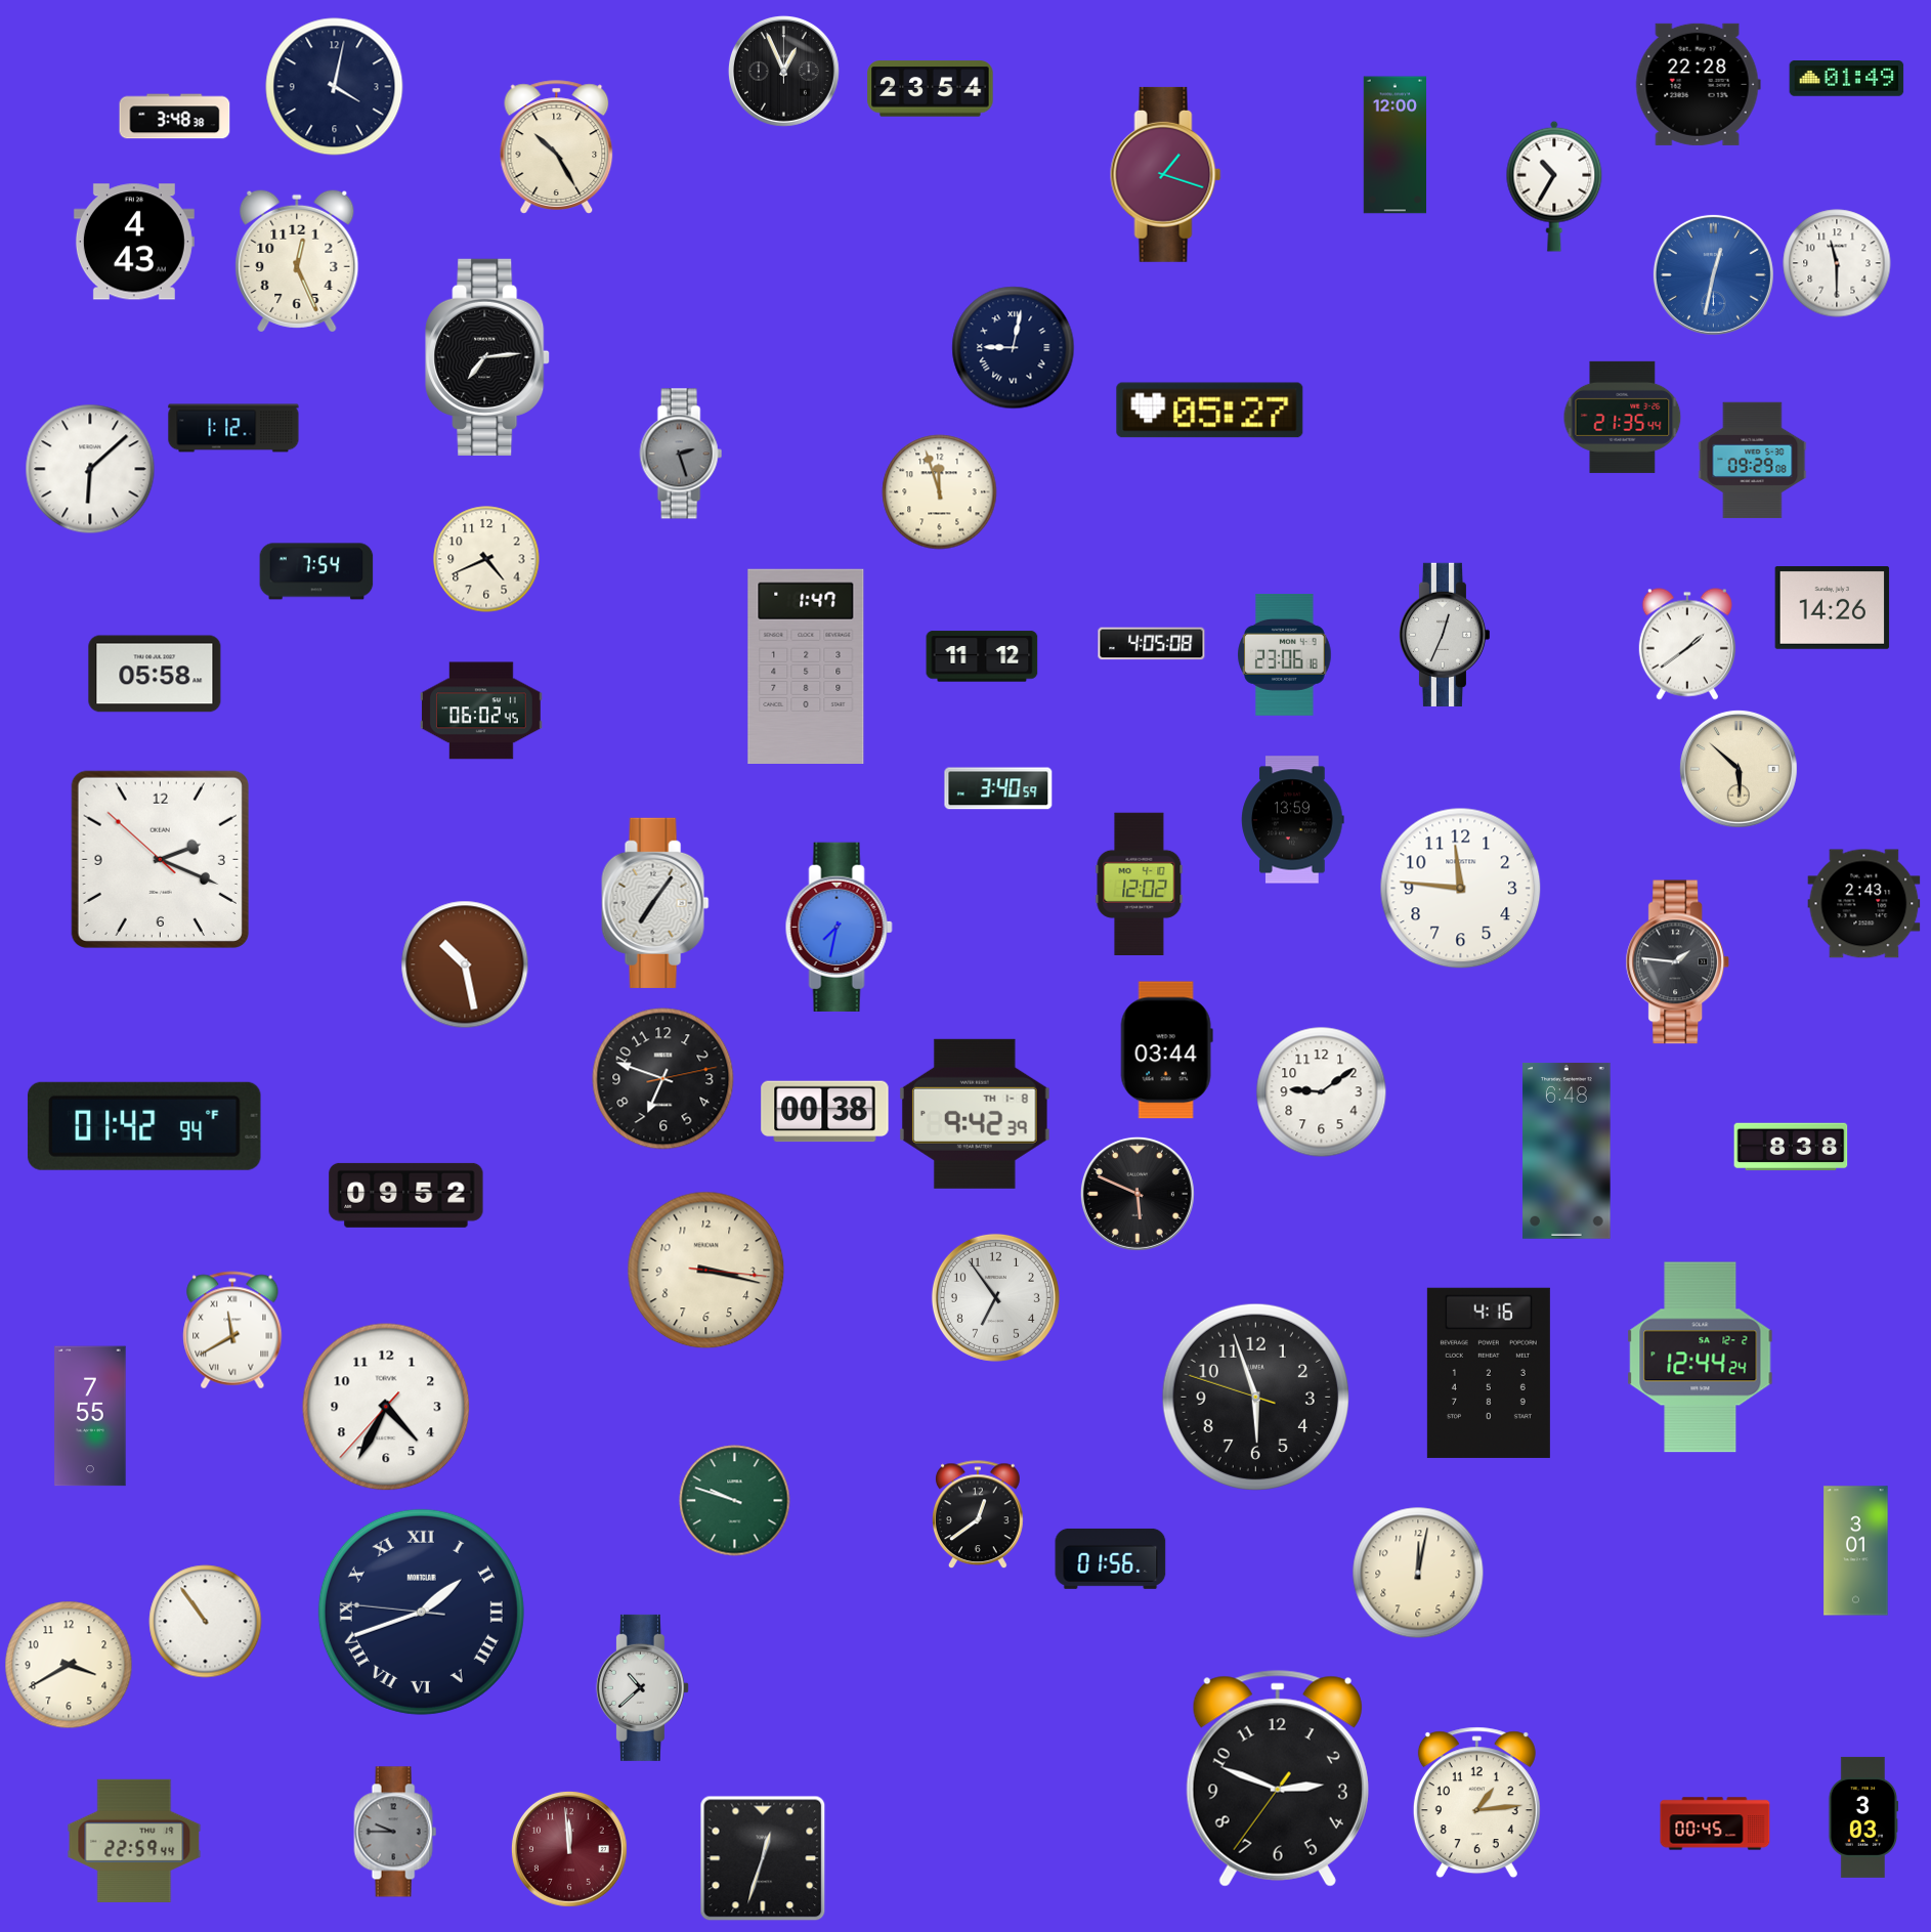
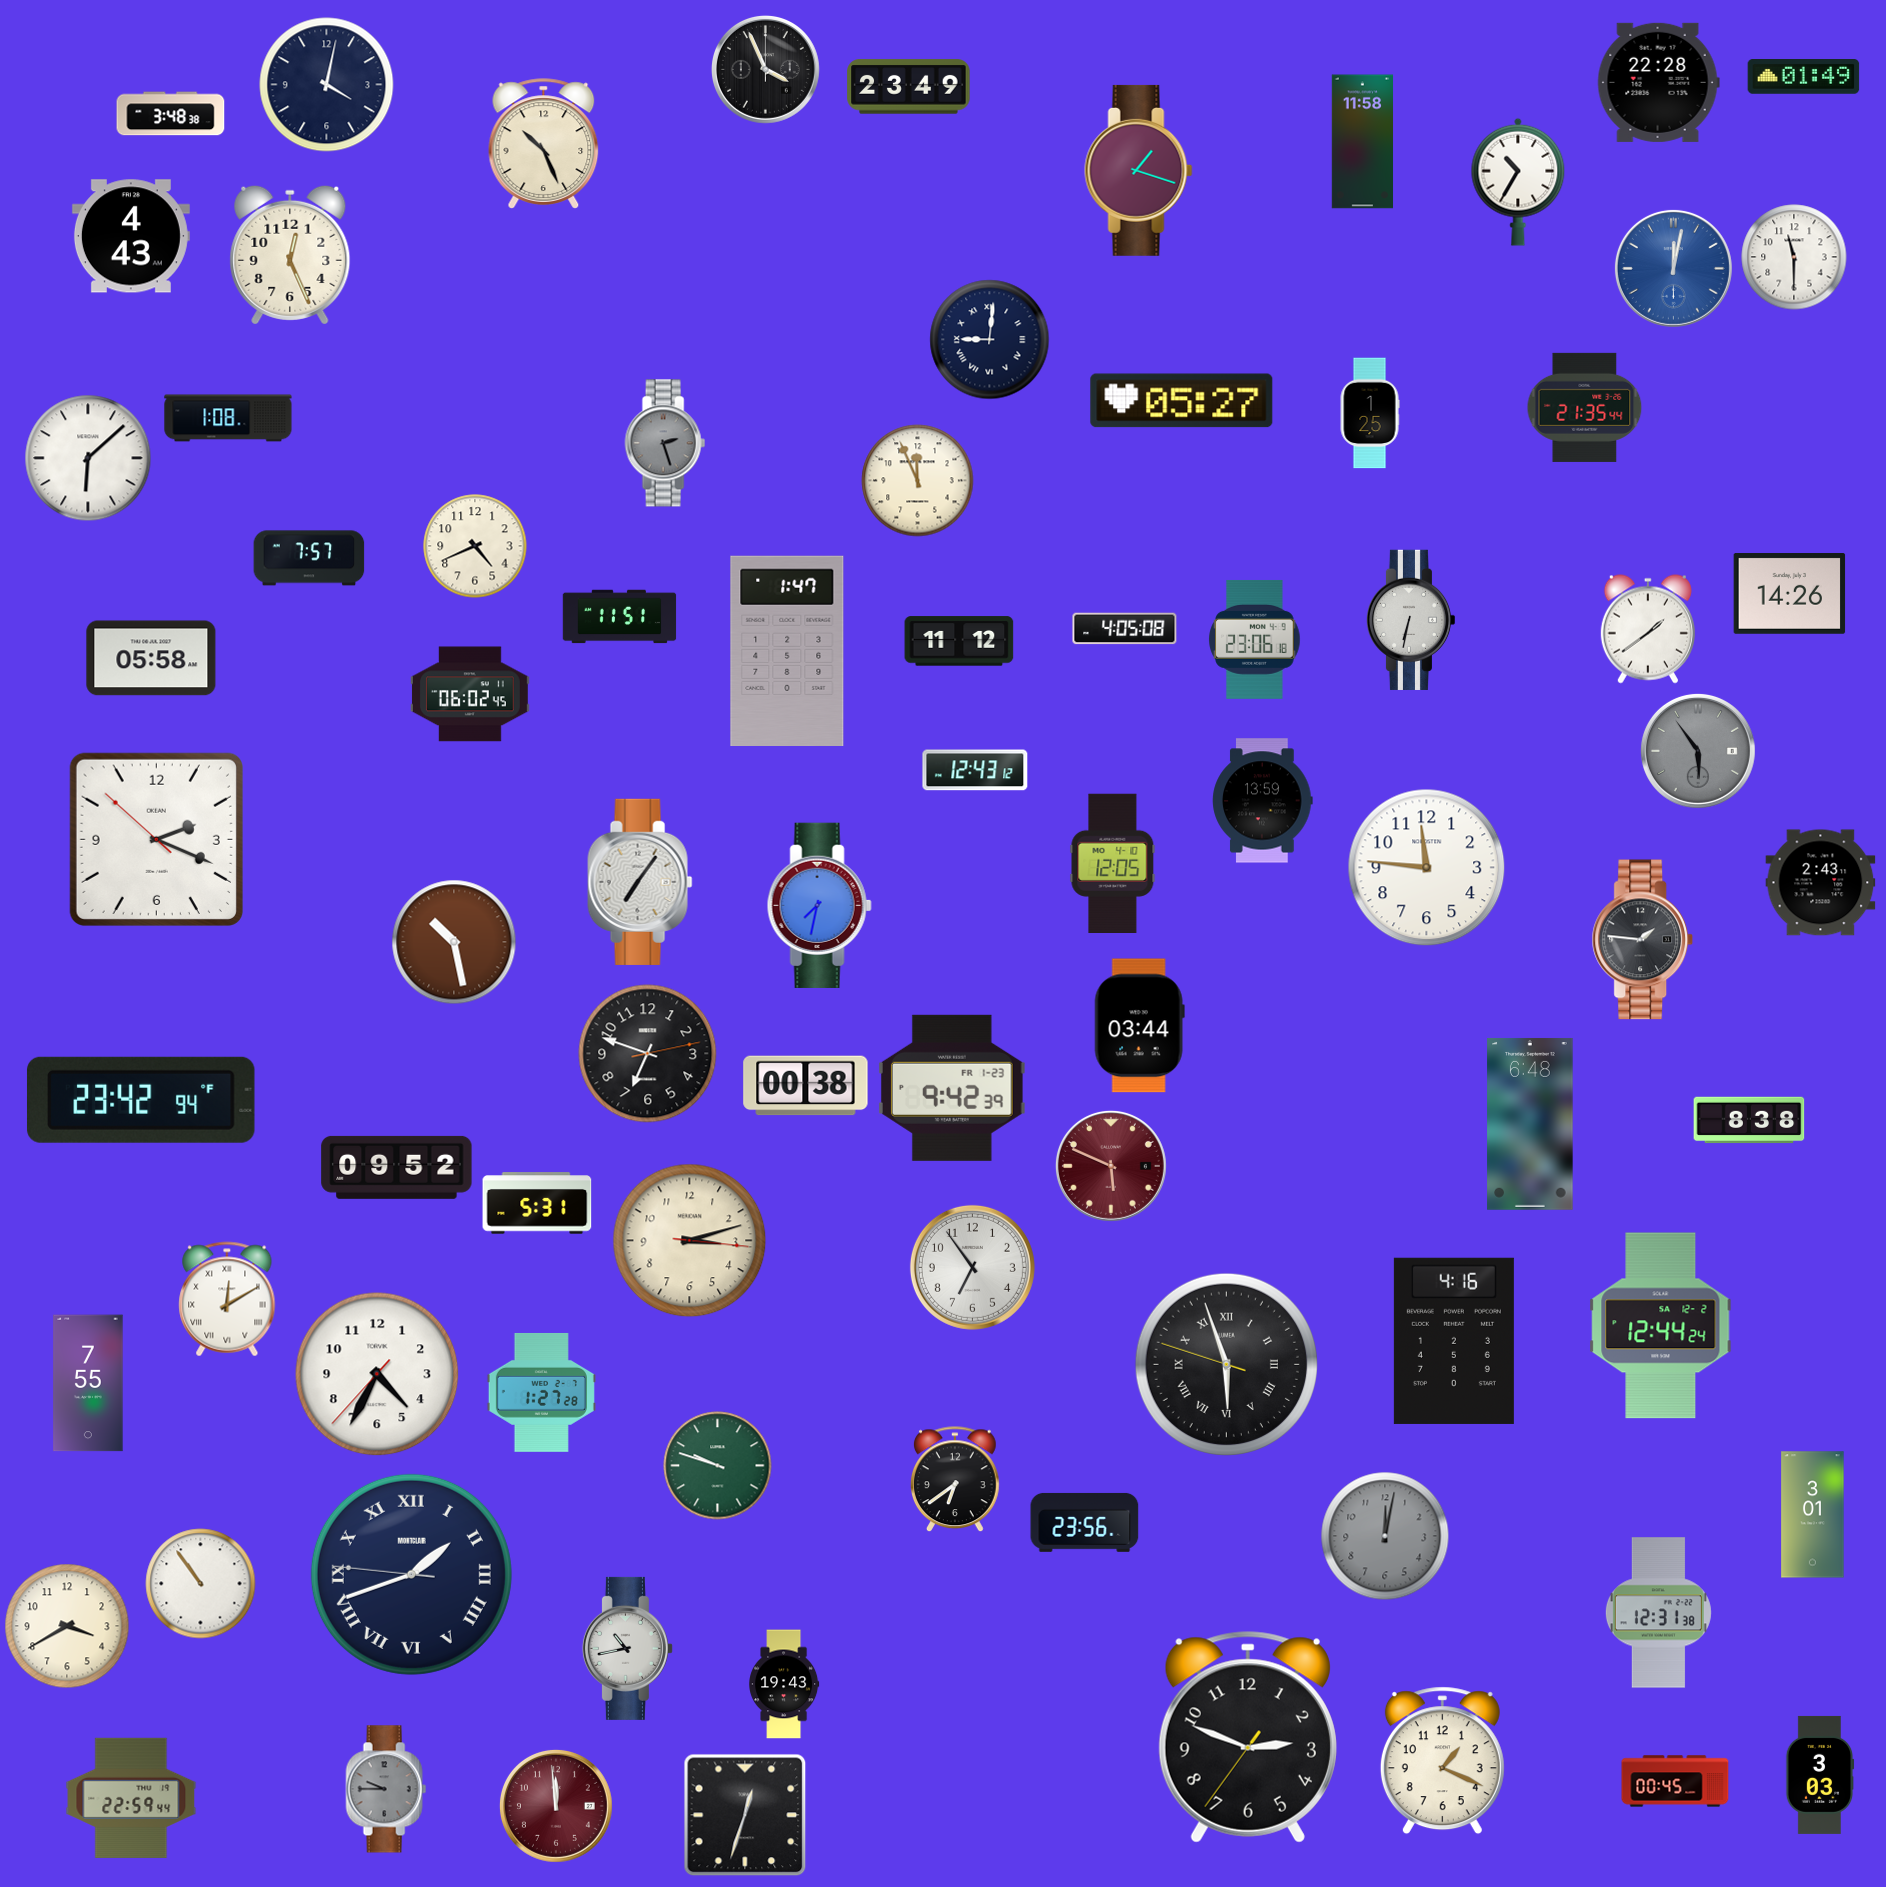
clock at (783, 71): 12:56 -> 3:56
clock at (931, 89): 23:54 -> 23:49
clock at (1396, 145): 12:00 -> 11:58
clock at (557, 147): 10:25 -> 10:26
clock at (1713, 274): 12:32 -> 12:02
clock at (1014, 348): 9:02 -> 9:01
clock at (487, 357): 7:14 -> none
clock at (1370, 413): none -> 1:25
clock at (233, 428): 1:12 -> 1:08
clock at (1753, 461): 09:29 -> none
clock at (940, 492): 11:57 -> 11:56
clock at (316, 571): 7:54 -> 7:57
clock at (620, 617): none -> 11:51
clock at (1444, 635): 12:34 -> 6:32
clock at (1739, 769): 5:52 -> 5:54
clock at (1739, 769) dial: cream -> grey
clock at (998, 788): 3:40 -> 12:43
clock at (1140, 884): 12:02 -> 12:05
clock at (1678, 962) position: (1678, 962) -> (1643, 940)
clock at (1322, 1092): 9:09 -> none
clock at (975, 1114) date: TH 1-8 -> FR 1-23
clock at (144, 1126): 01:42 -> 23:42
clock at (1138, 1194) dial: black -> burgundy
clock at (537, 1203): none -> 5:31
clock at (706, 1271): 3:17 -> 3:12
clock at (232, 1330): 11:40 -> 12:10
clock at (1255, 1397) numerals: Arabic -> Roman
clock at (541, 1392): none -> 1:27
clock at (979, 1515): 12:39 -> 6:39
clock at (1111, 1558): 01:56 -> 23:56
clock at (1418, 1573) dial: cream -> grey
clock at (1658, 1613): none -> 12:31
clock at (642, 1687): 10:38 -> 10:43
clock at (785, 1684): none -> 19:43
clock at (1476, 1803): 1:14 -> 1:19
